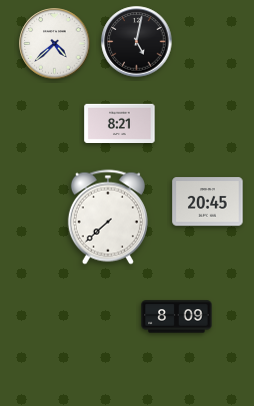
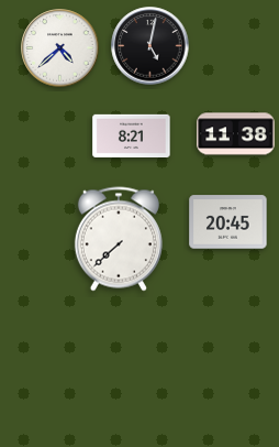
clock at (236, 134): none -> 11:38
clock at (177, 317): 8:09 -> none
